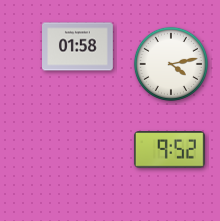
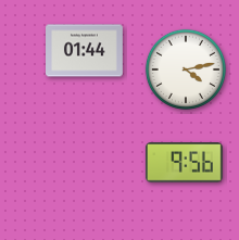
clock at (78, 47): 01:58 -> 01:44
clock at (169, 150): 9:52 -> 9:56
